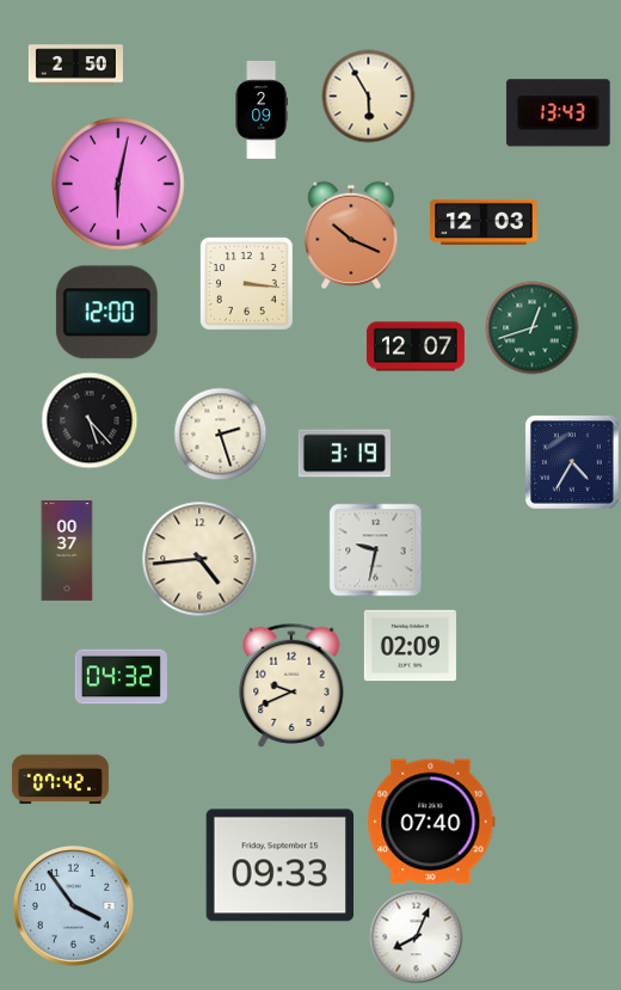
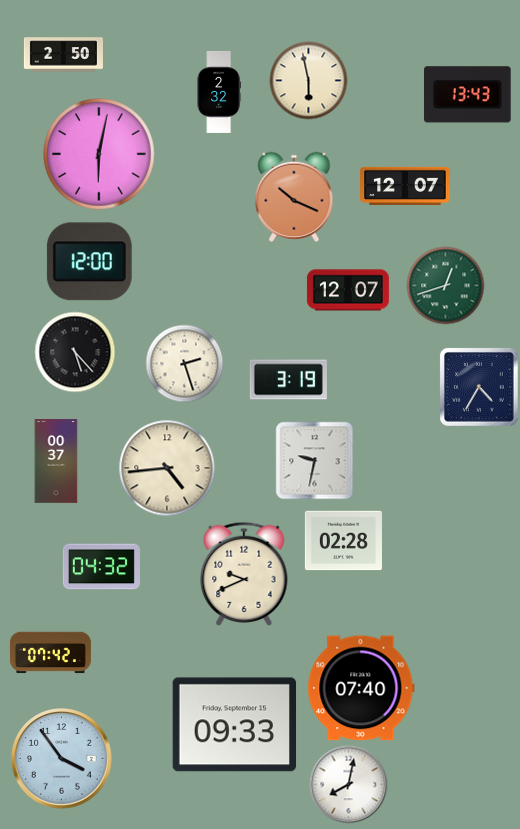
clock at (368, 96): 5:55 -> 5:58
clock at (260, 110): 2:09 -> 2:32
clock at (484, 222): 12:03 -> 12:07
clock at (246, 283): 3:16 -> none
clock at (531, 327) position: (531, 327) -> (445, 285)
clock at (410, 646): 02:09 -> 02:28
clock at (416, 936): 8:04 -> 8:02
